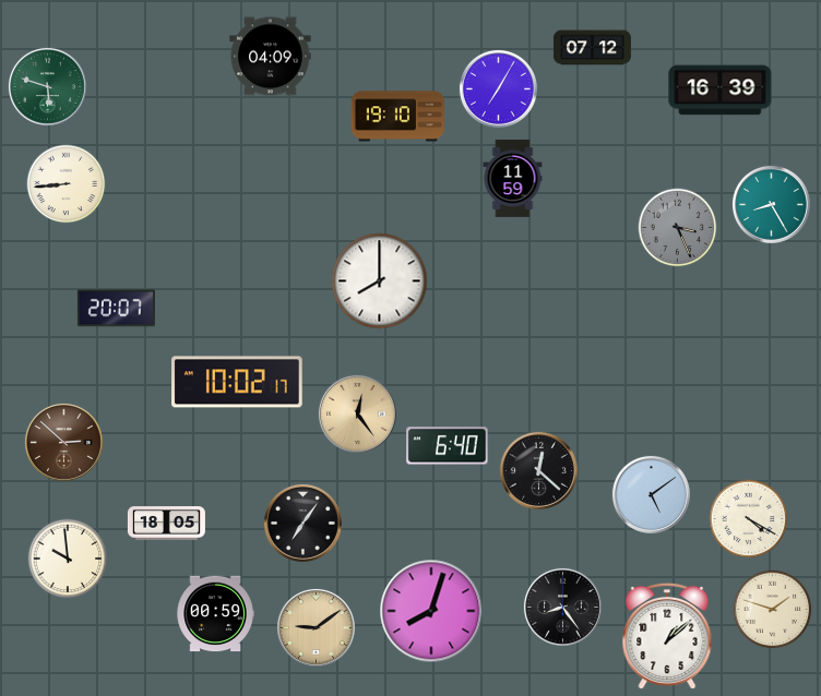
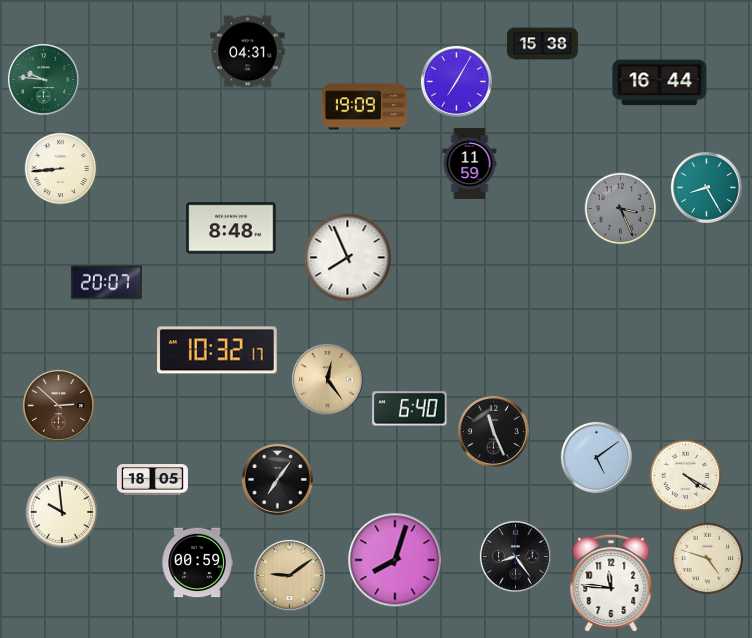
clock at (592, 48): 07:12 -> 15:38
clock at (271, 57): 04:09 -> 04:31
clock at (47, 86): 5:48 -> 9:46
clock at (721, 91): 16:39 -> 16:44
clock at (397, 117): 19:10 -> 19:09
clock at (231, 228): none -> 8:48
clock at (380, 281): 8:00 -> 7:56
clock at (238, 382): 10:02 -> 10:32
clock at (538, 470): 12:22 -> 11:26
clock at (651, 494) position: (651, 494) -> (596, 457)
clock at (773, 610): 1:48 -> 4:48
clock at (667, 636): 1:08 -> 11:46
